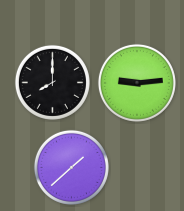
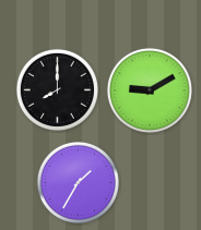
clock at (137, 83): 9:14 -> 9:10
clock at (71, 167): 1:38 -> 1:35
